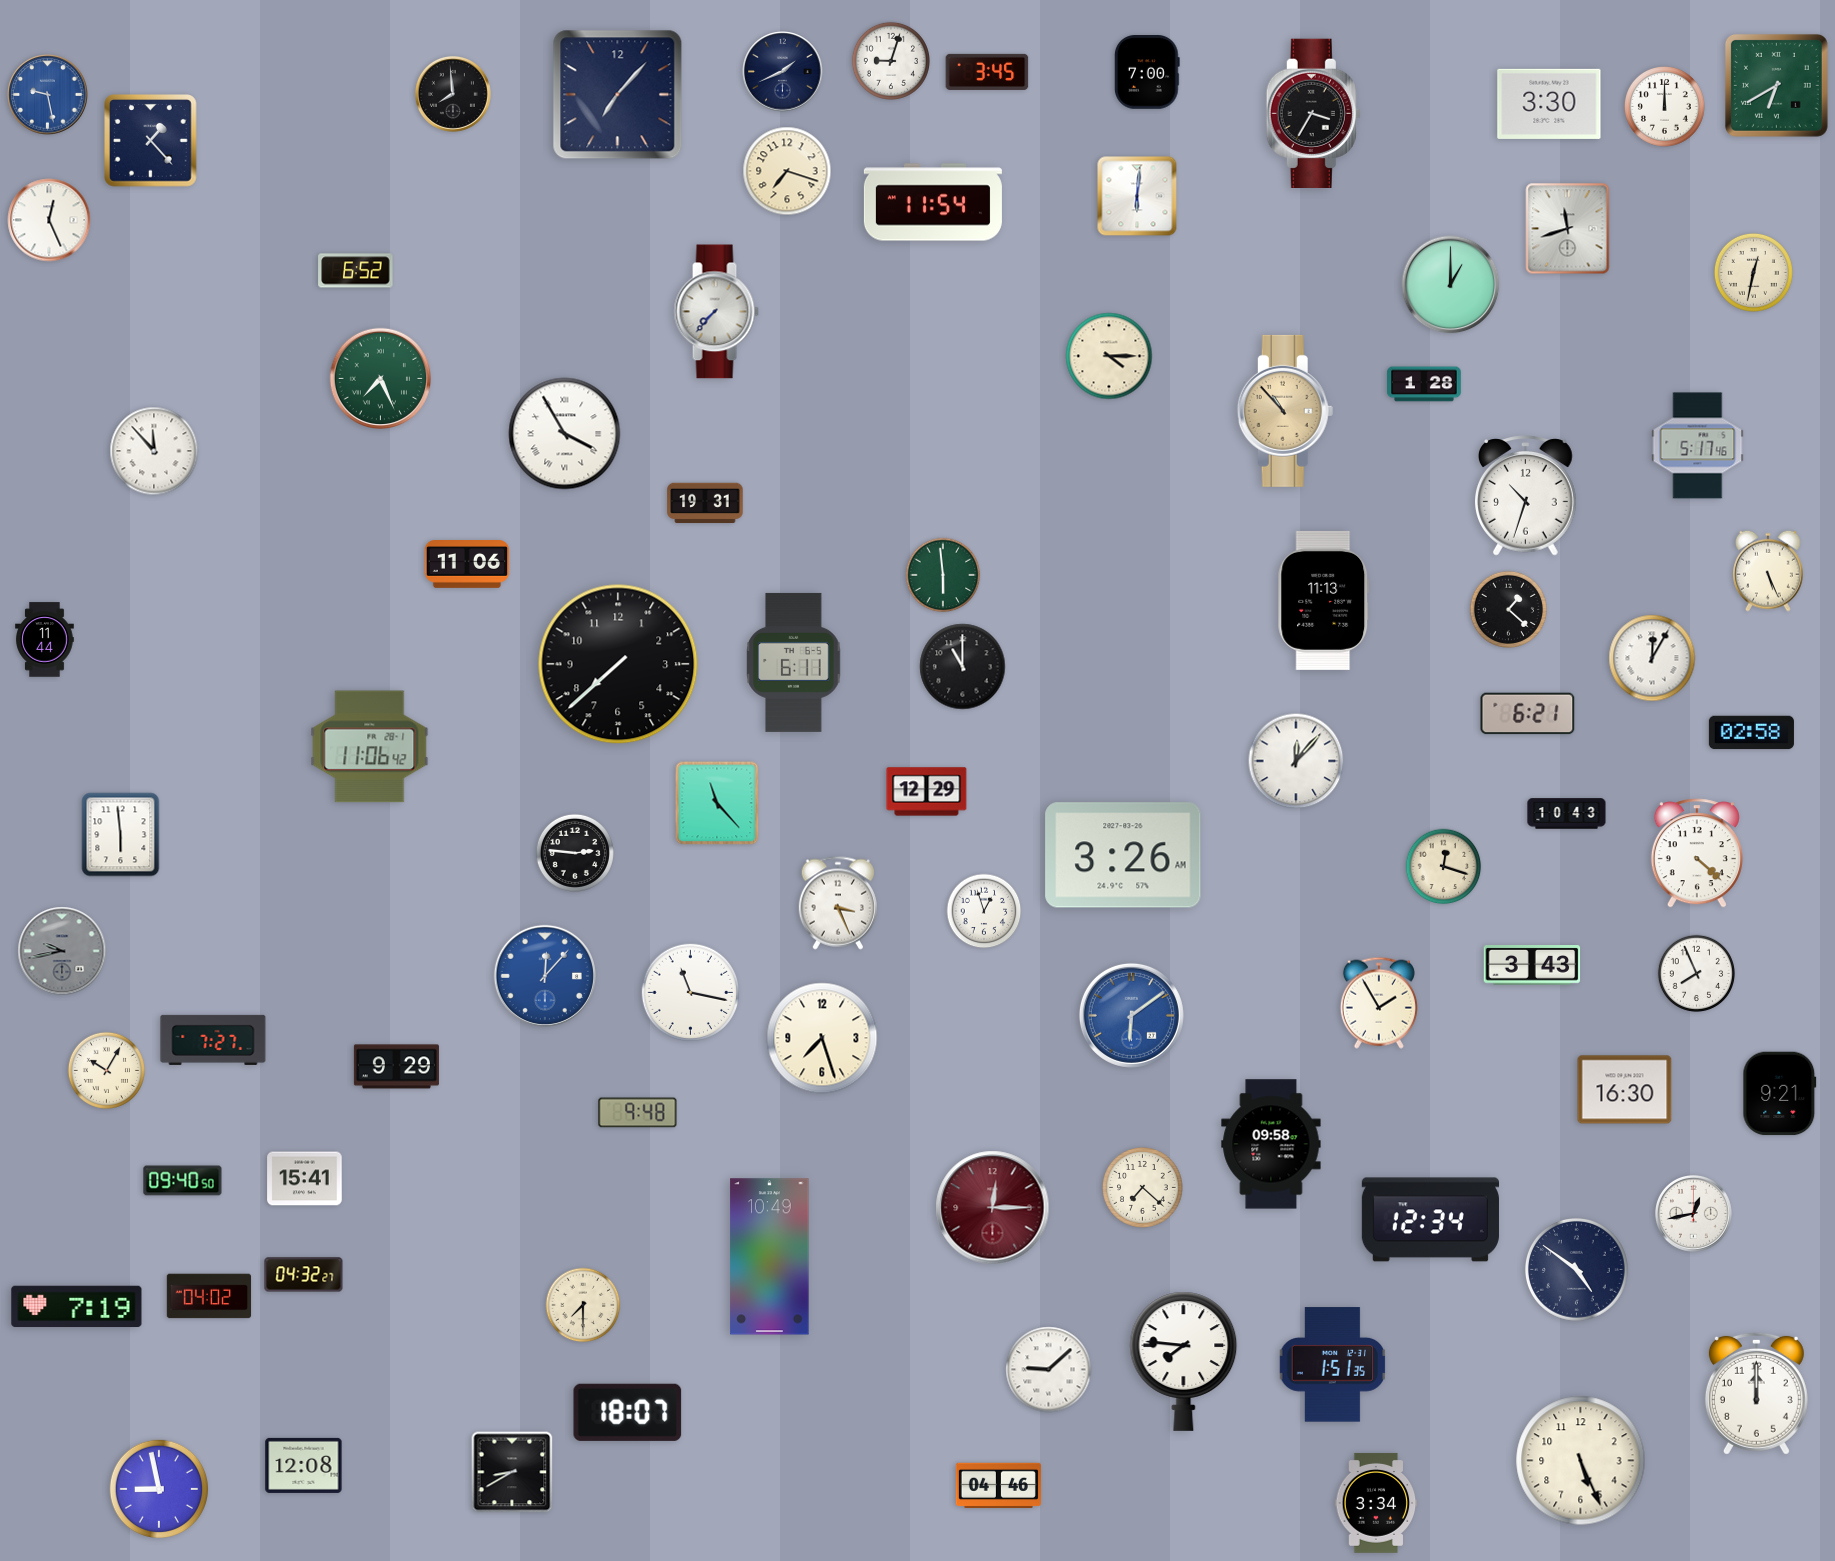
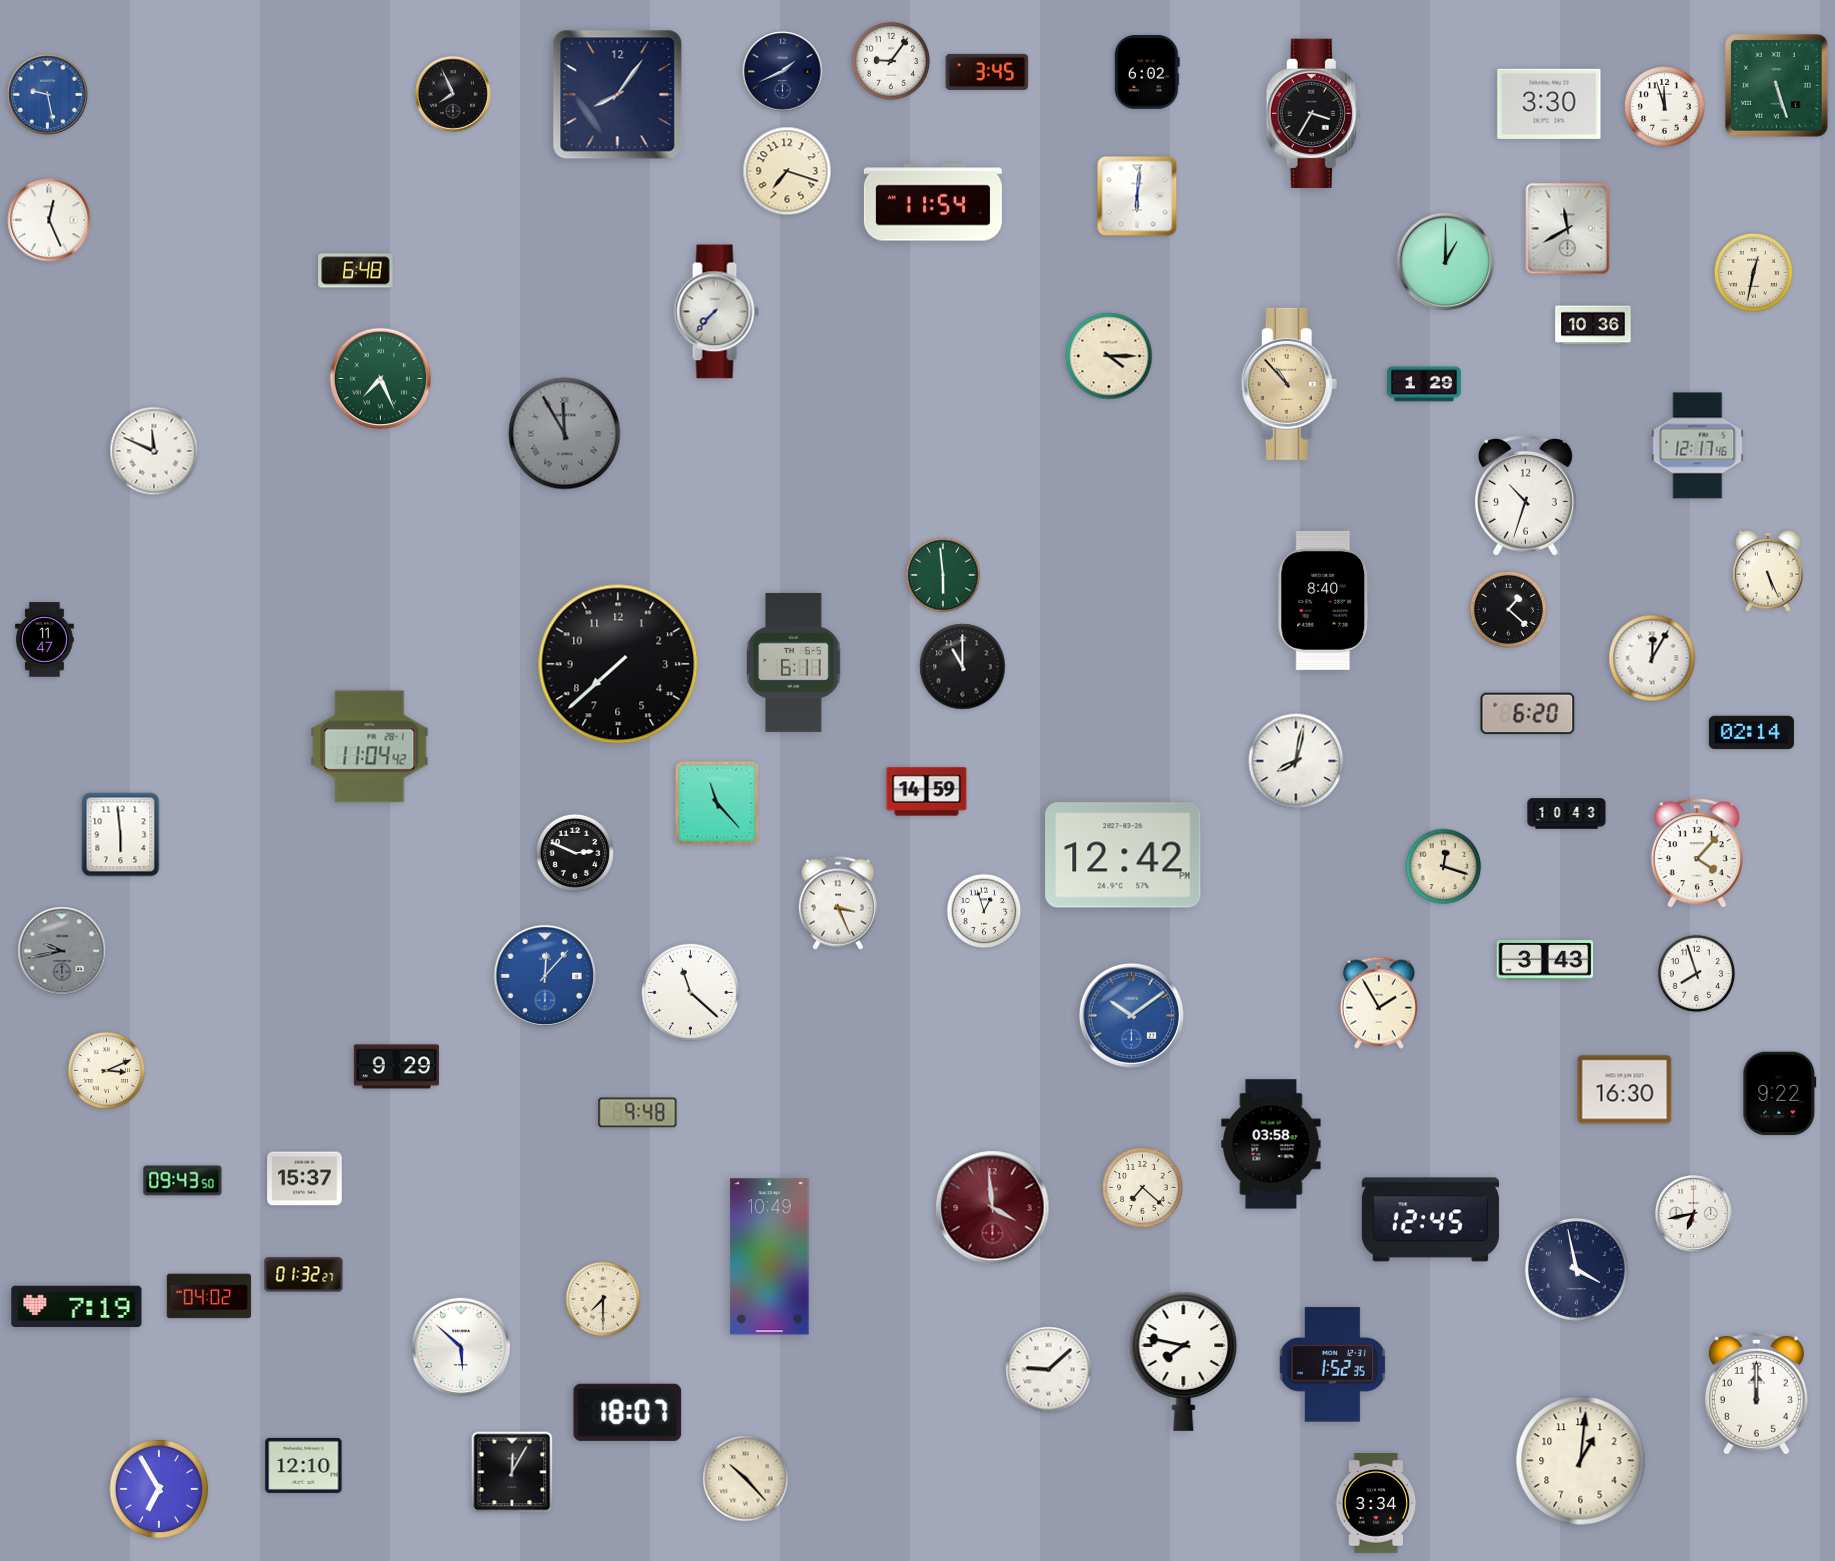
clock at (891, 61): 9:03 -> 9:06
clock at (1148, 73): 7:00 -> 6:02
clock at (1776, 85): 6:40 -> 5:27
clock at (453, 94): 7:59 -> 7:56
clock at (618, 95): 7:07 -> 8:06
clock at (1665, 107): 12:00 -> 11:57
clock at (151, 141): 1:23 -> none
clock at (1568, 229): 11:42 -> 11:40
clock at (356, 271): 6:52 -> 6:48
clock at (1451, 285) position: (1451, 285) -> (1446, 262)
clock at (1593, 325): none -> 10:36
clock at (1424, 384): 1:28 -> 1:29
clock at (1285, 411) position: (1285, 411) -> (1289, 384)
clock at (565, 434): 3:55 -> 11:55
clock at (565, 434) dial: white -> grey
clock at (1698, 446): 5:17 -> 12:17
clock at (154, 451): 11:53 -> 11:49
clock at (705, 503): 19:31 -> none
clock at (467, 565): 11:06 -> none
clock at (1324, 600): 11:13 -> 8:40
clock at (45, 640): 11:44 -> 11:47
clock at (1528, 714): 6:21 -> 6:20
clock at (1751, 733): 02:58 -> 02:14
clock at (370, 747): 11:06 -> 11:04
clock at (1296, 761): 12:07 -> 8:02
clock at (927, 792): 12:29 -> 14:59
clock at (575, 853): 2:46 -> 2:49
clock at (1697, 853): 4:22 -> 4:07
clock at (1123, 855): 3:26 -> 12:42
clock at (1532, 966) position: (1532, 966) -> (1545, 961)
clock at (1696, 973): 7:56 -> 7:57
clock at (691, 993): 11:17 -> 11:22
clock at (1131, 1015): 6:09 -> 10:09
clock at (822, 1038): 7:27 -> none
clock at (213, 1040): 7:27 -> none
clock at (106, 1070): 10:05 -> 3:11
clock at (1780, 1094): 9:21 -> 9:22
clock at (1271, 1144): 09:58 -> 03:58
clock at (305, 1179): 15:41 -> 15:37
clock at (183, 1181): 09:40 -> 09:43
clock at (993, 1208): 12:15 -> 3:59
clock at (1694, 1214): 12:43 -> 6:43
clock at (1430, 1220): 12:34 -> 12:45
clock at (1577, 1270): 4:51 -> 3:58
clock at (304, 1275): 04:32 -> 01:32
clock at (583, 1305) position: (583, 1305) -> (603, 1299)
clock at (461, 1347): none -> 5:52
clock at (1184, 1361): 7:46 -> 7:47
clock at (1333, 1365): 1:51 -> 1:52
clock at (1581, 1461): 5:26 -> 1:01
clock at (304, 1465): 12:08 -> 12:10
clock at (512, 1472): 8:40 -> 12:05
clock at (746, 1479): none -> 10:23
clock at (998, 1486): 04:46 -> none
clock at (158, 1488): 8:58 -> 6:55
